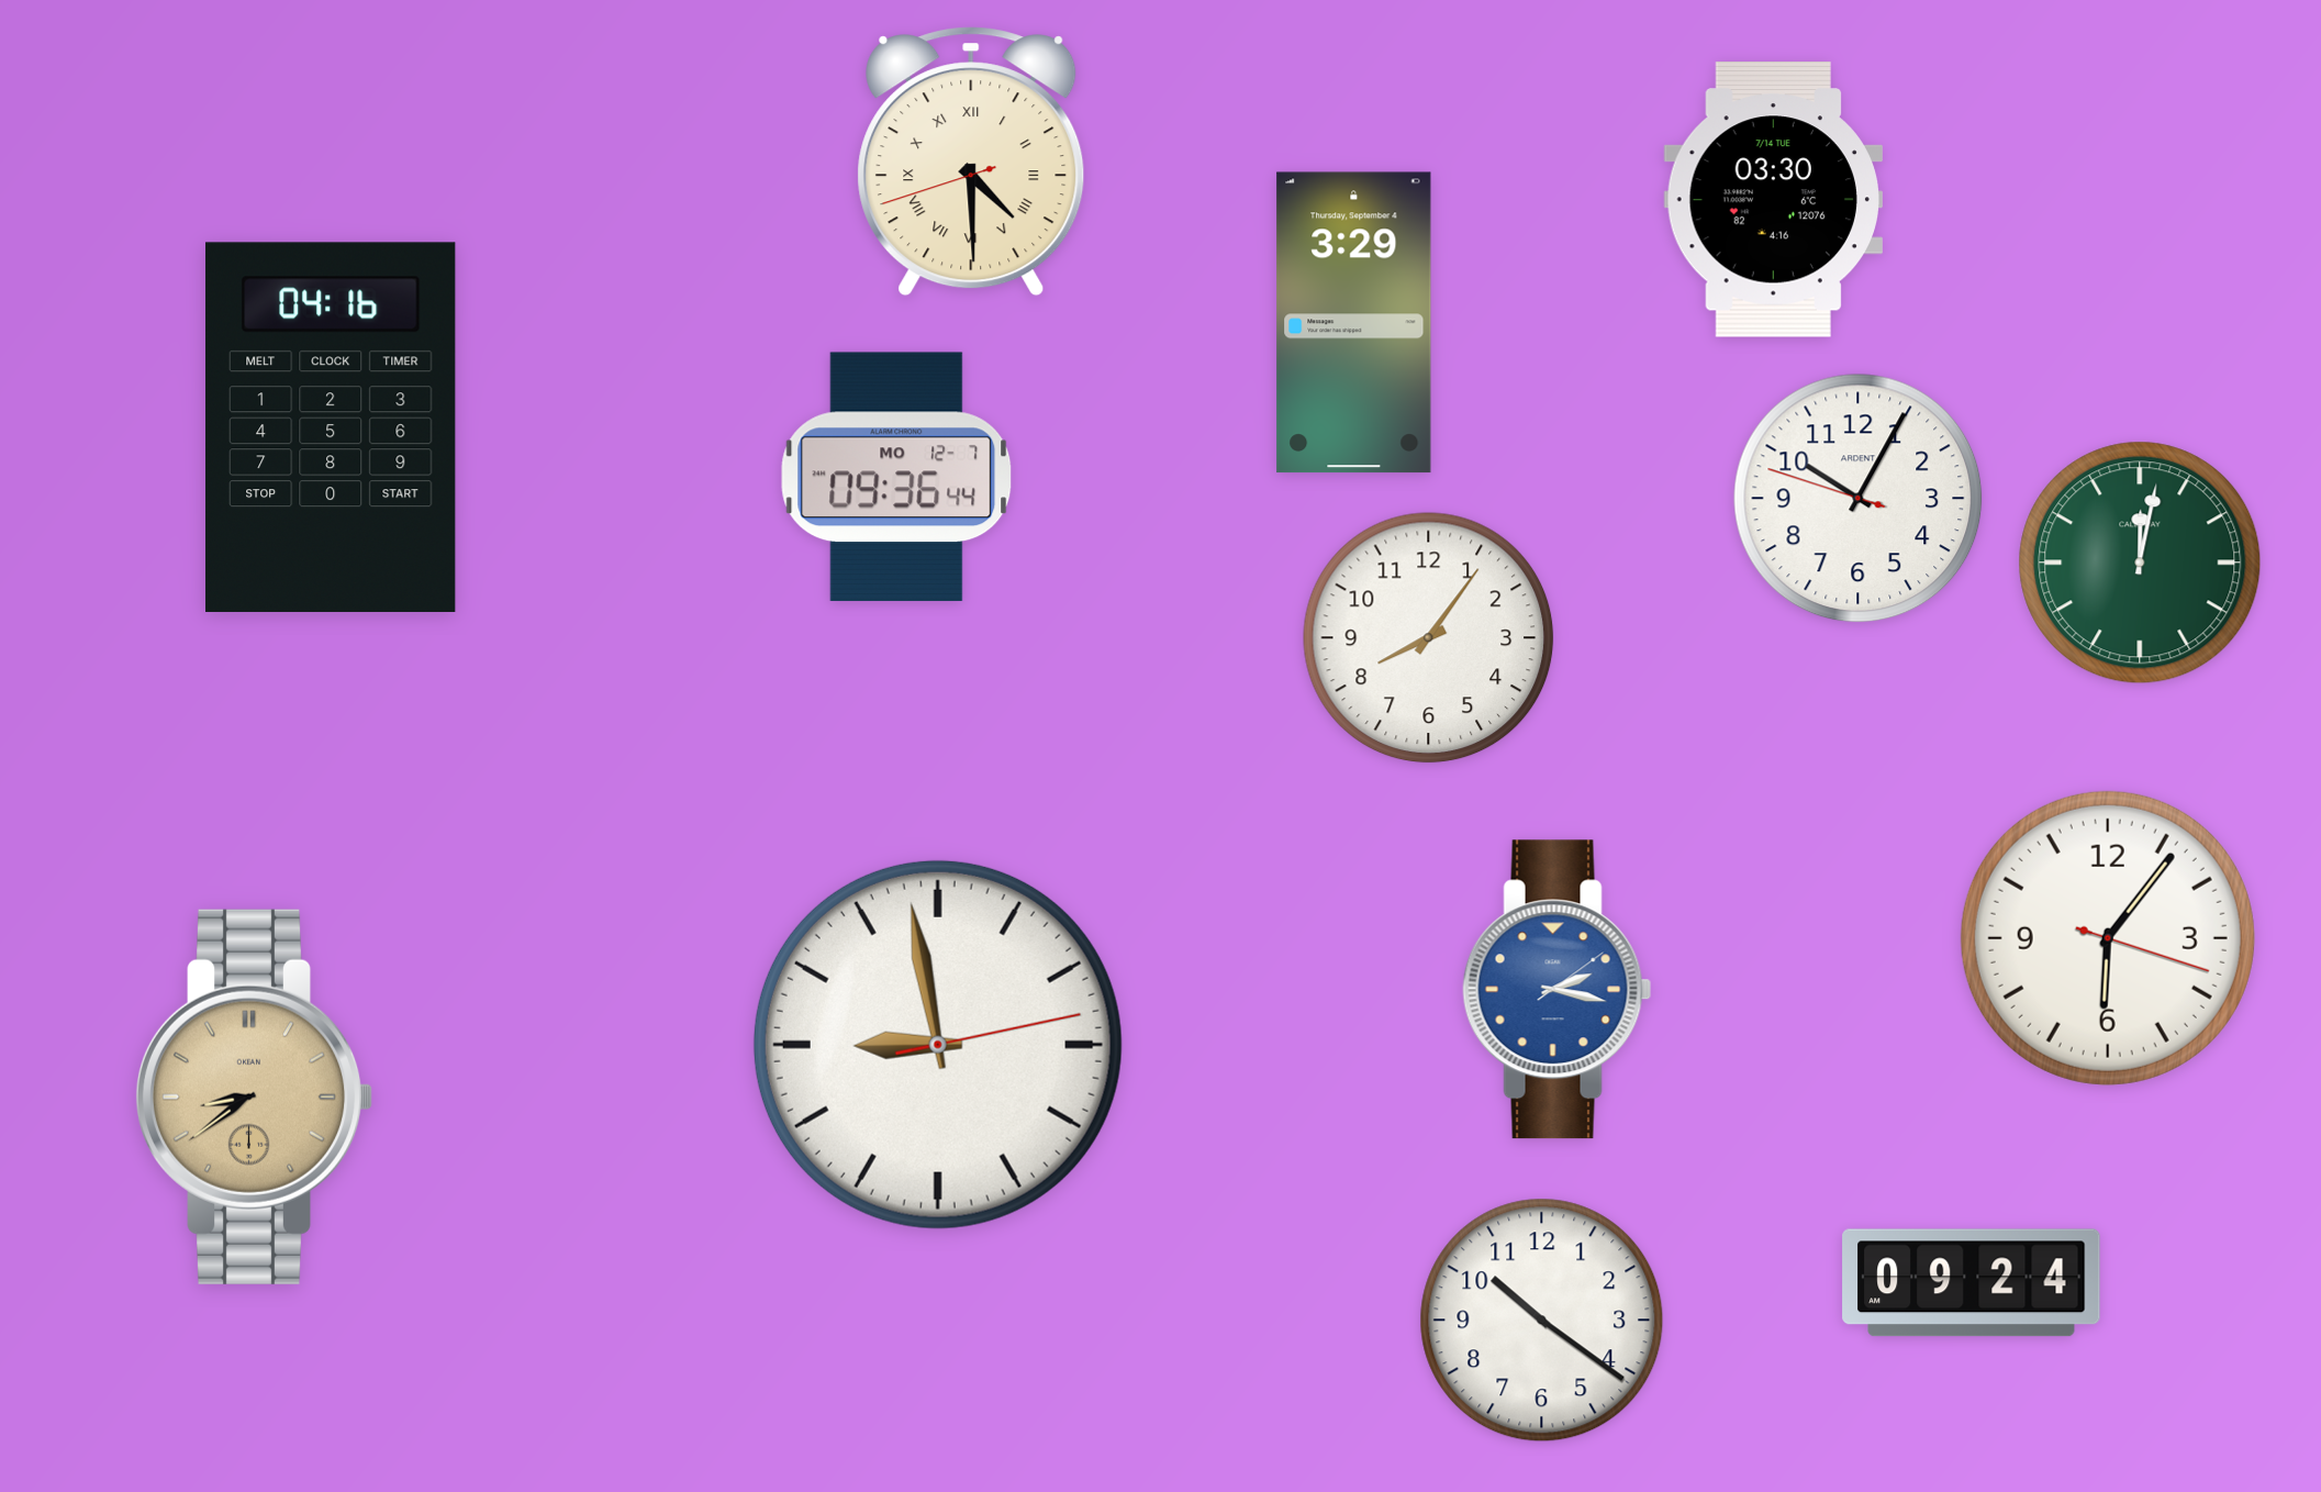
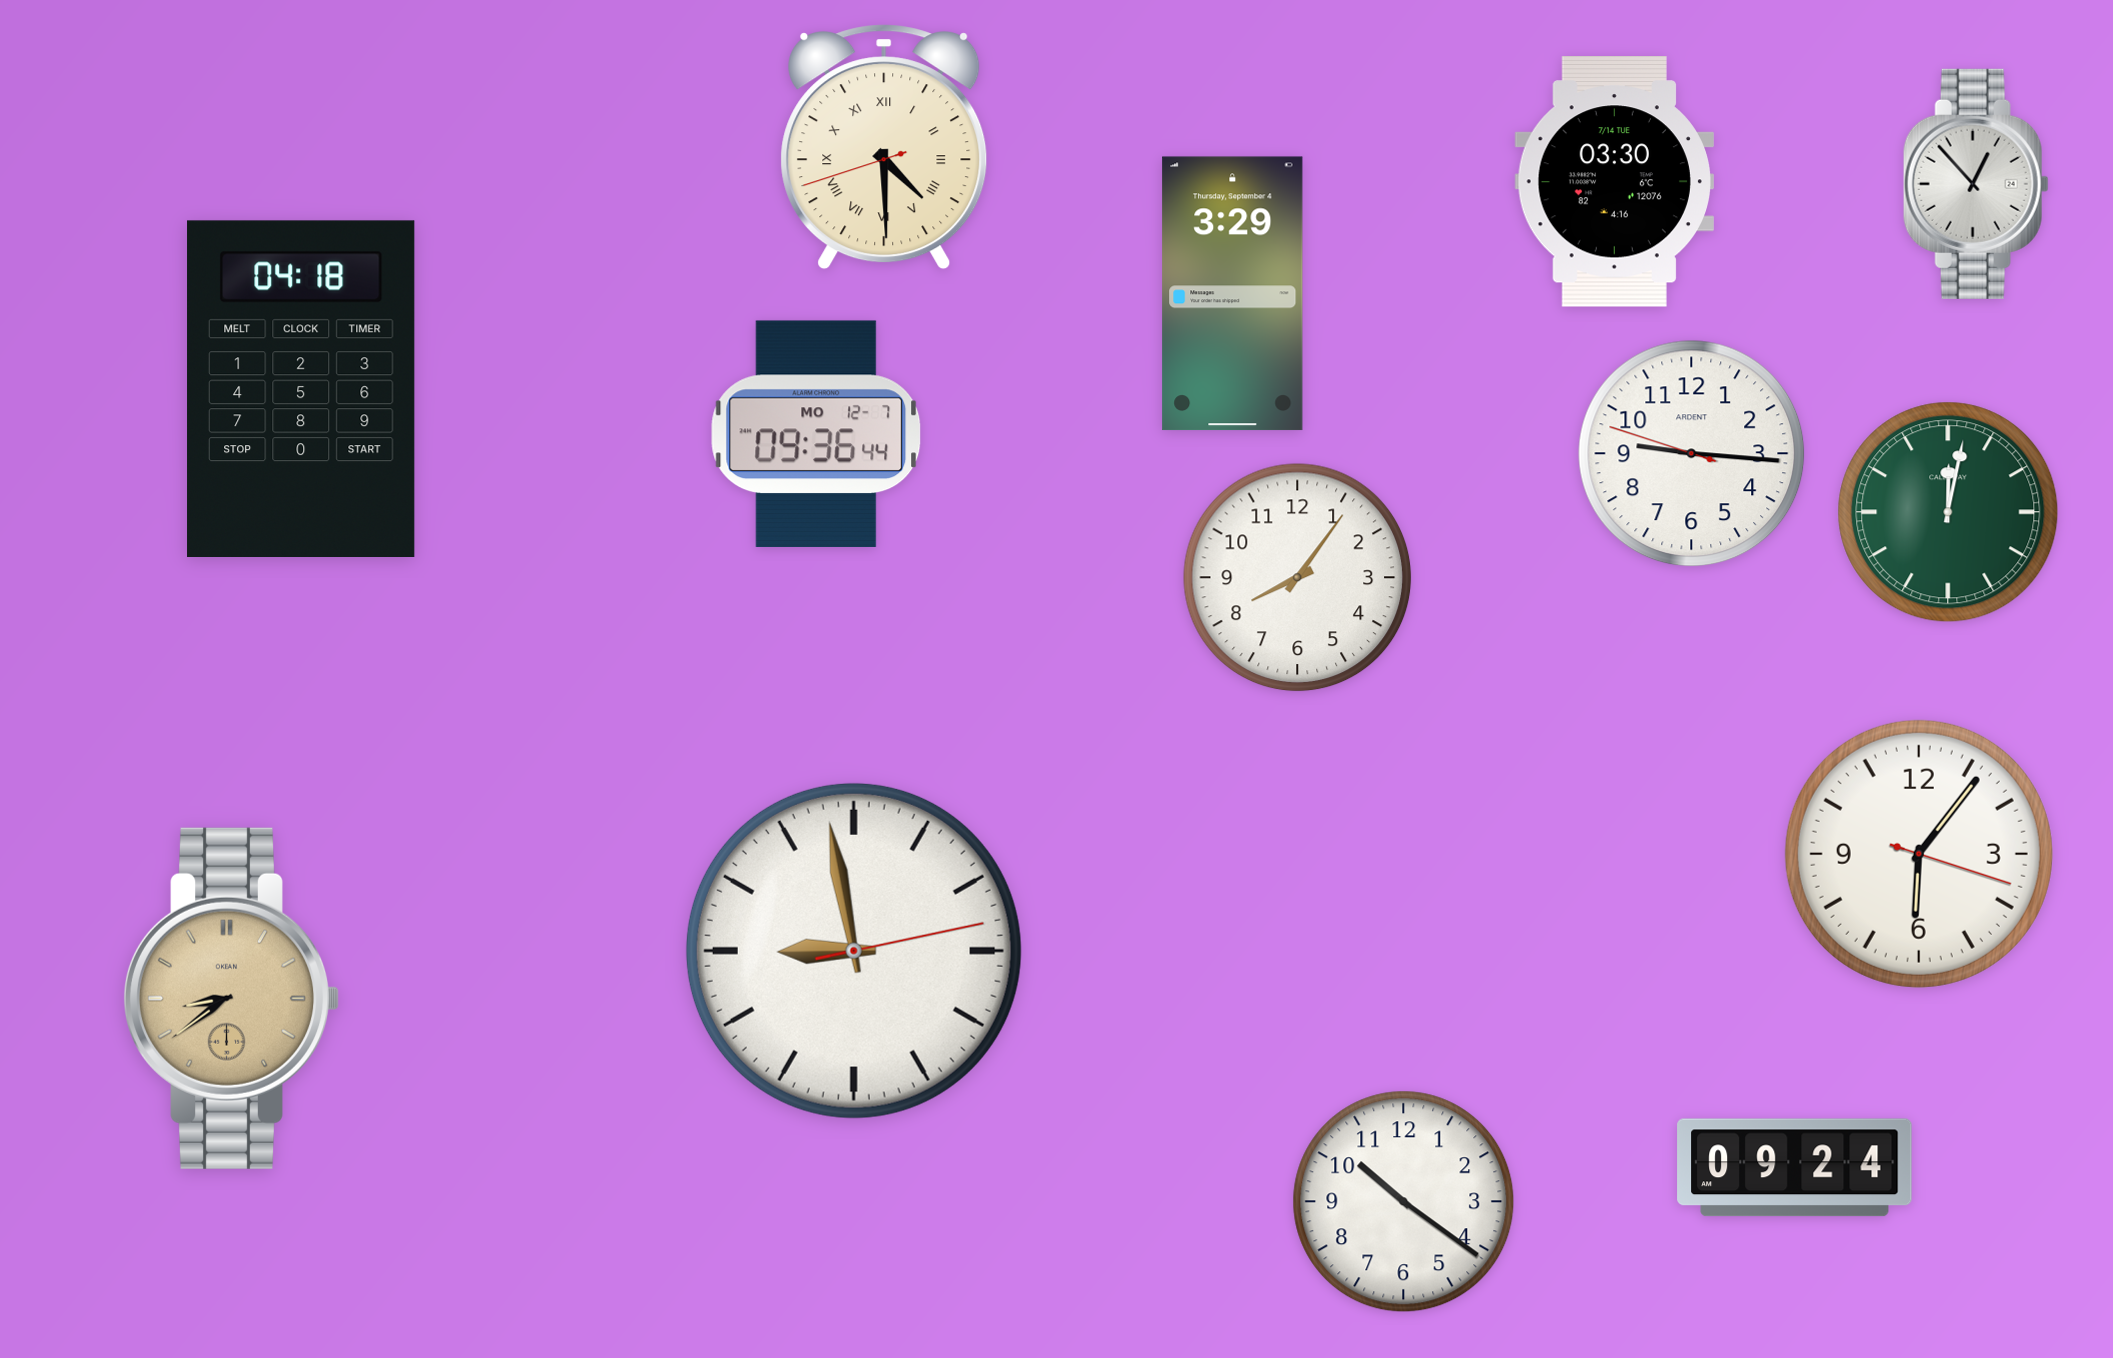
clock at (1976, 184): none -> 12:53
clock at (331, 426): 04:16 -> 04:18
clock at (1859, 499): 10:04 -> 9:15
clock at (1429, 638) position: (1429, 638) -> (1298, 578)
clock at (1558, 990): 2:17 -> none
